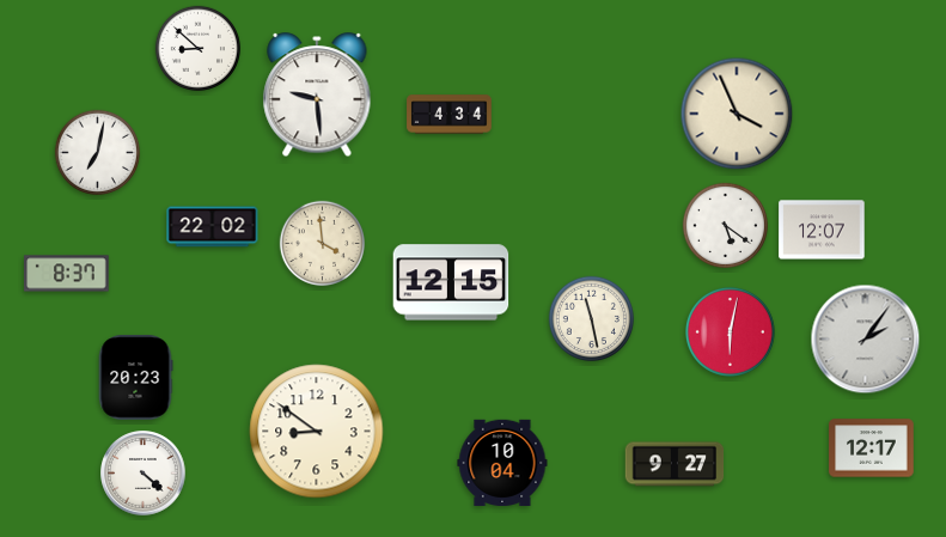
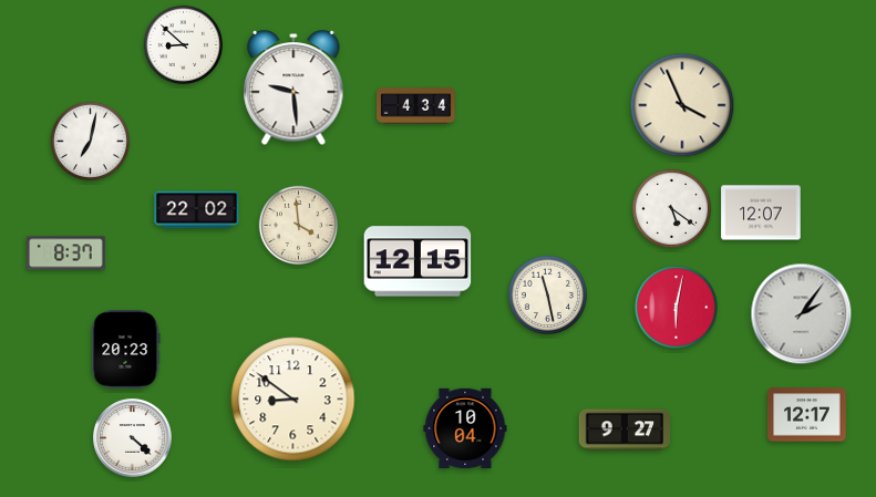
clock at (67, 274) position: (67, 274) -> (66, 253)
